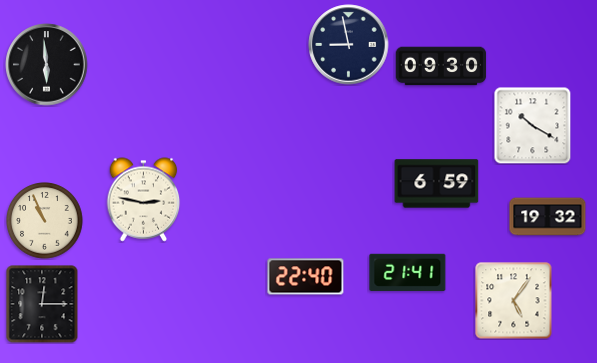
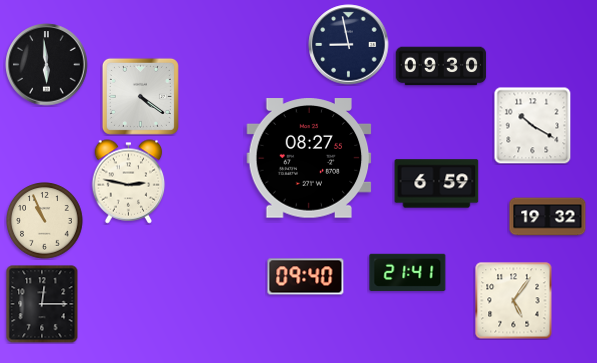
clock at (140, 96): none -> 4:21
clock at (309, 158): none -> 08:27
clock at (144, 200) position: (144, 200) -> (129, 182)
clock at (306, 277): 22:40 -> 09:40
